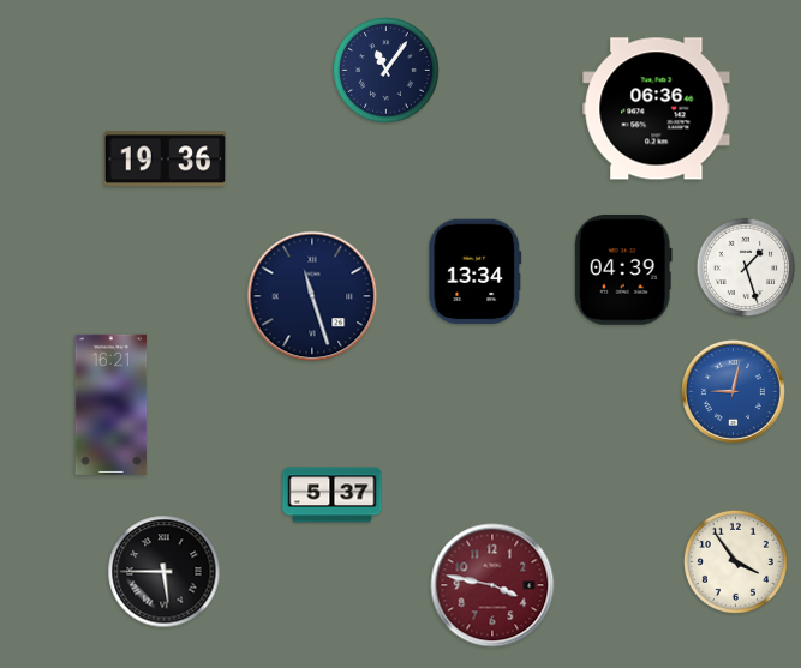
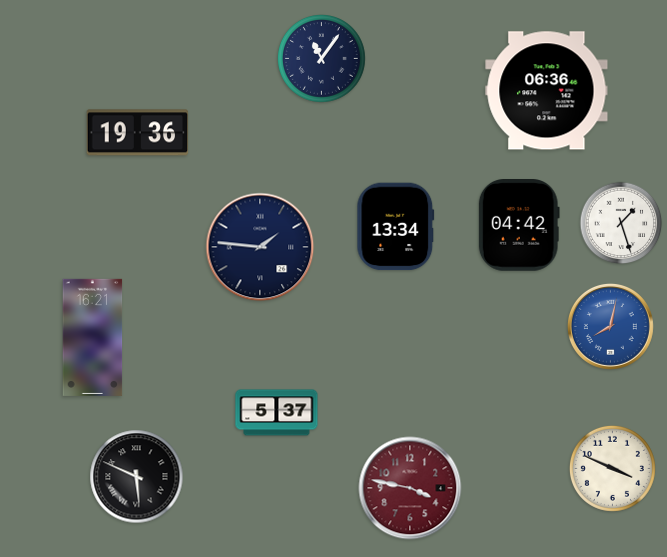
clock at (623, 271): 04:39 -> 04:42
clock at (312, 296): 11:27 -> 1:46
clock at (733, 391): 9:02 -> 8:02
clock at (735, 561): 3:54 -> 3:49
clock at (165, 572): 5:45 -> 5:49
